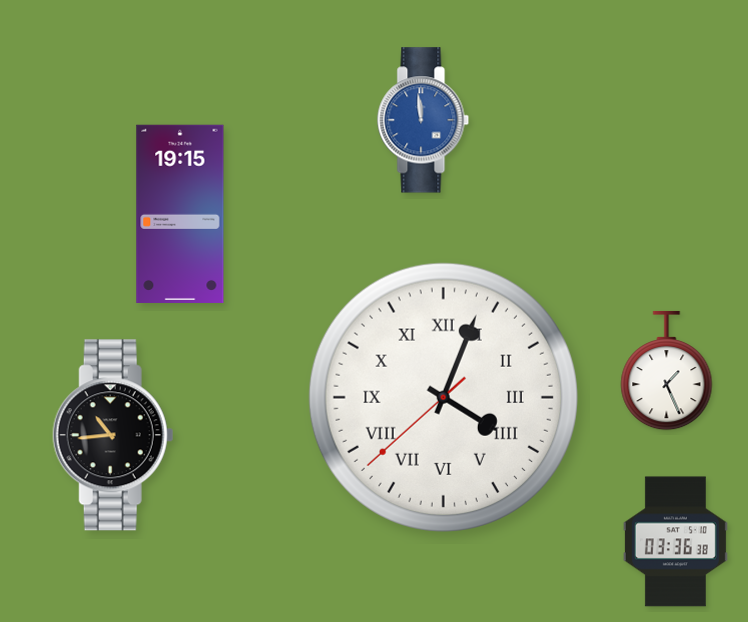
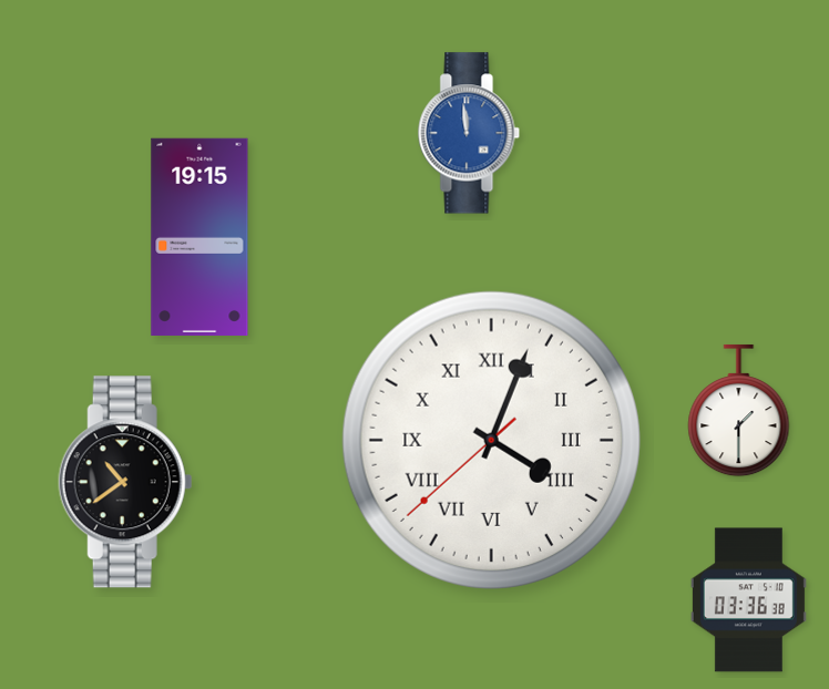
clock at (667, 371): 1:26 -> 1:30
clock at (113, 435): 10:44 -> 10:39
